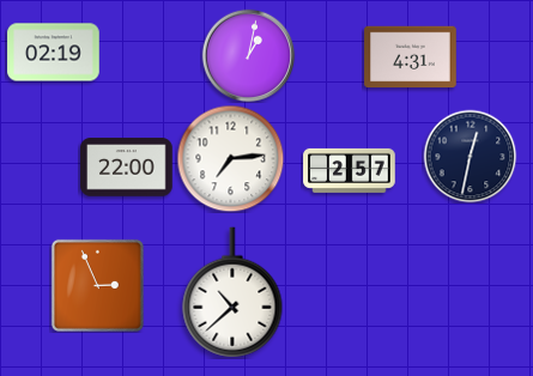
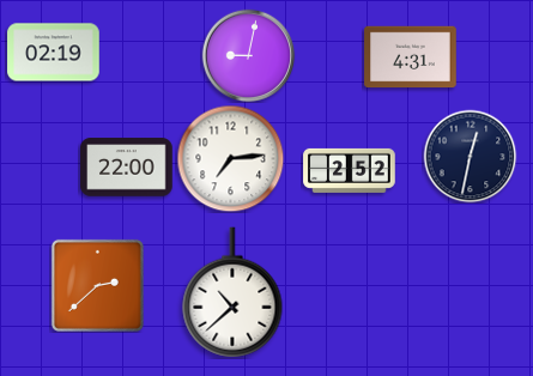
clock at (248, 55): 1:02 -> 9:02
clock at (350, 170): 2:57 -> 2:52
clock at (97, 285): 2:56 -> 2:38
